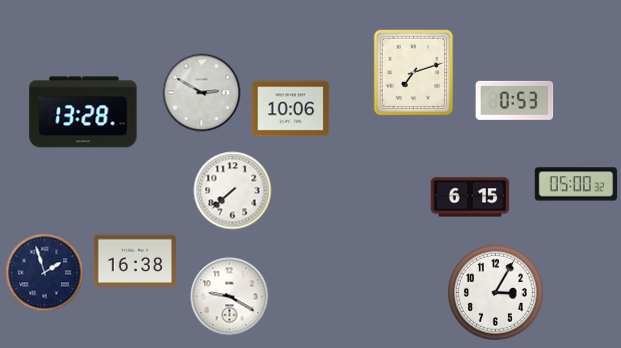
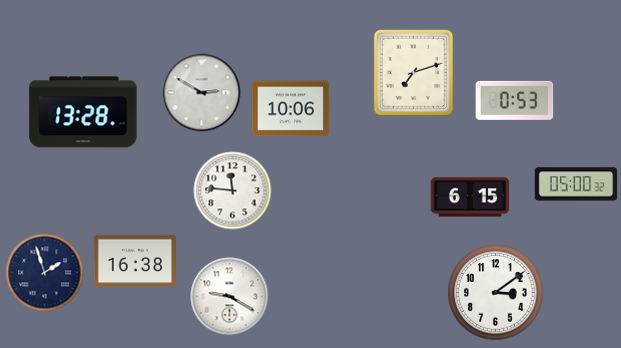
clock at (232, 190): 7:38 -> 11:46
clock at (495, 292): 3:05 -> 3:09
